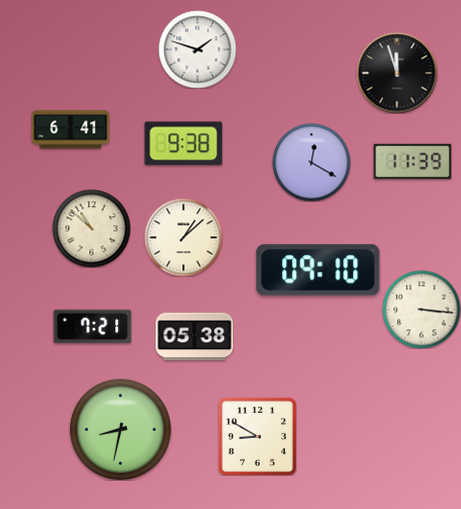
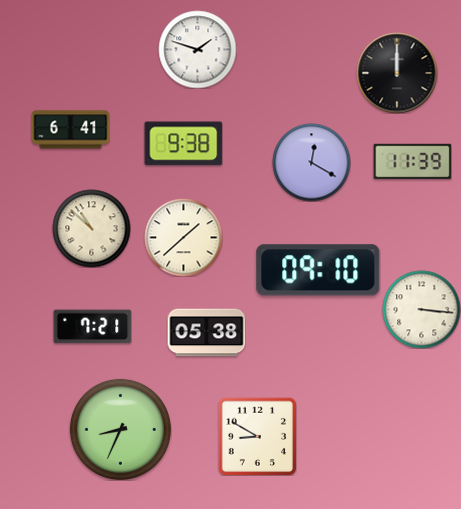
clock at (397, 73): 11:57 -> 12:00
clock at (183, 237): 1:08 -> 1:38
clock at (194, 337) position: (194, 337) -> (206, 333)
clock at (120, 429): 8:32 -> 8:34
